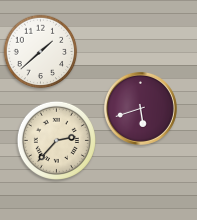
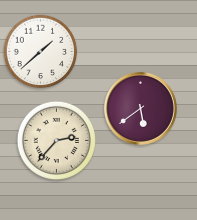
clock at (140, 108): 5:42 -> 5:39
